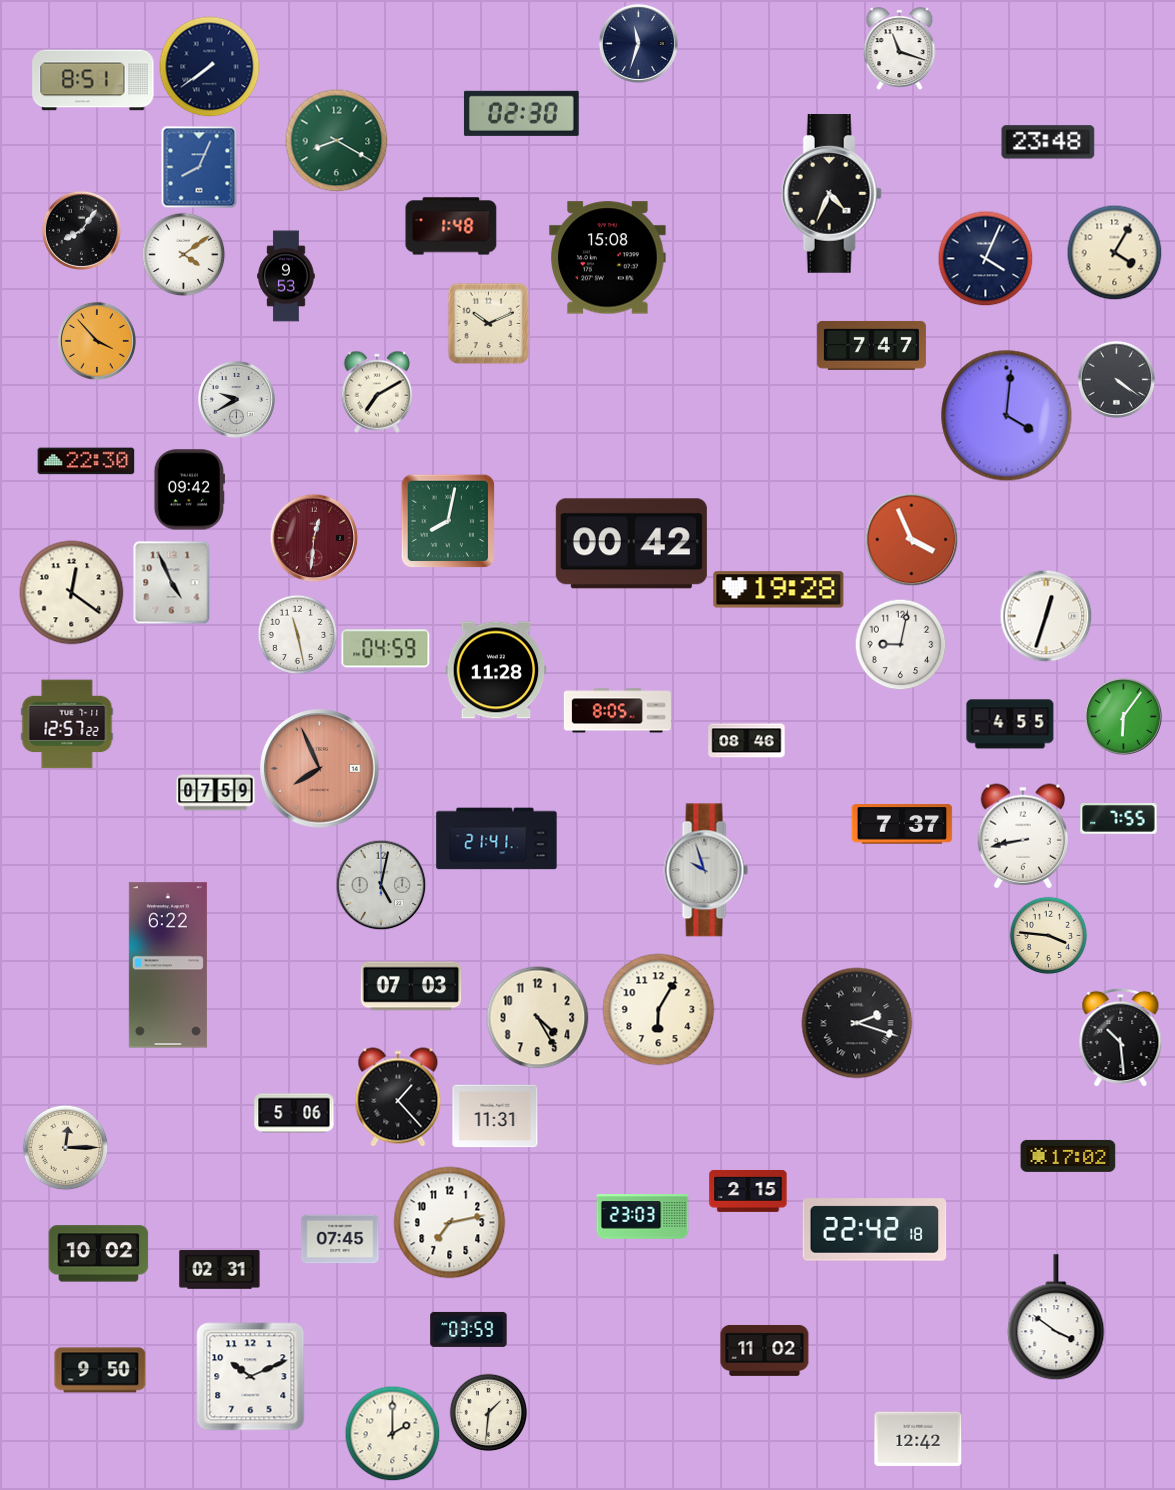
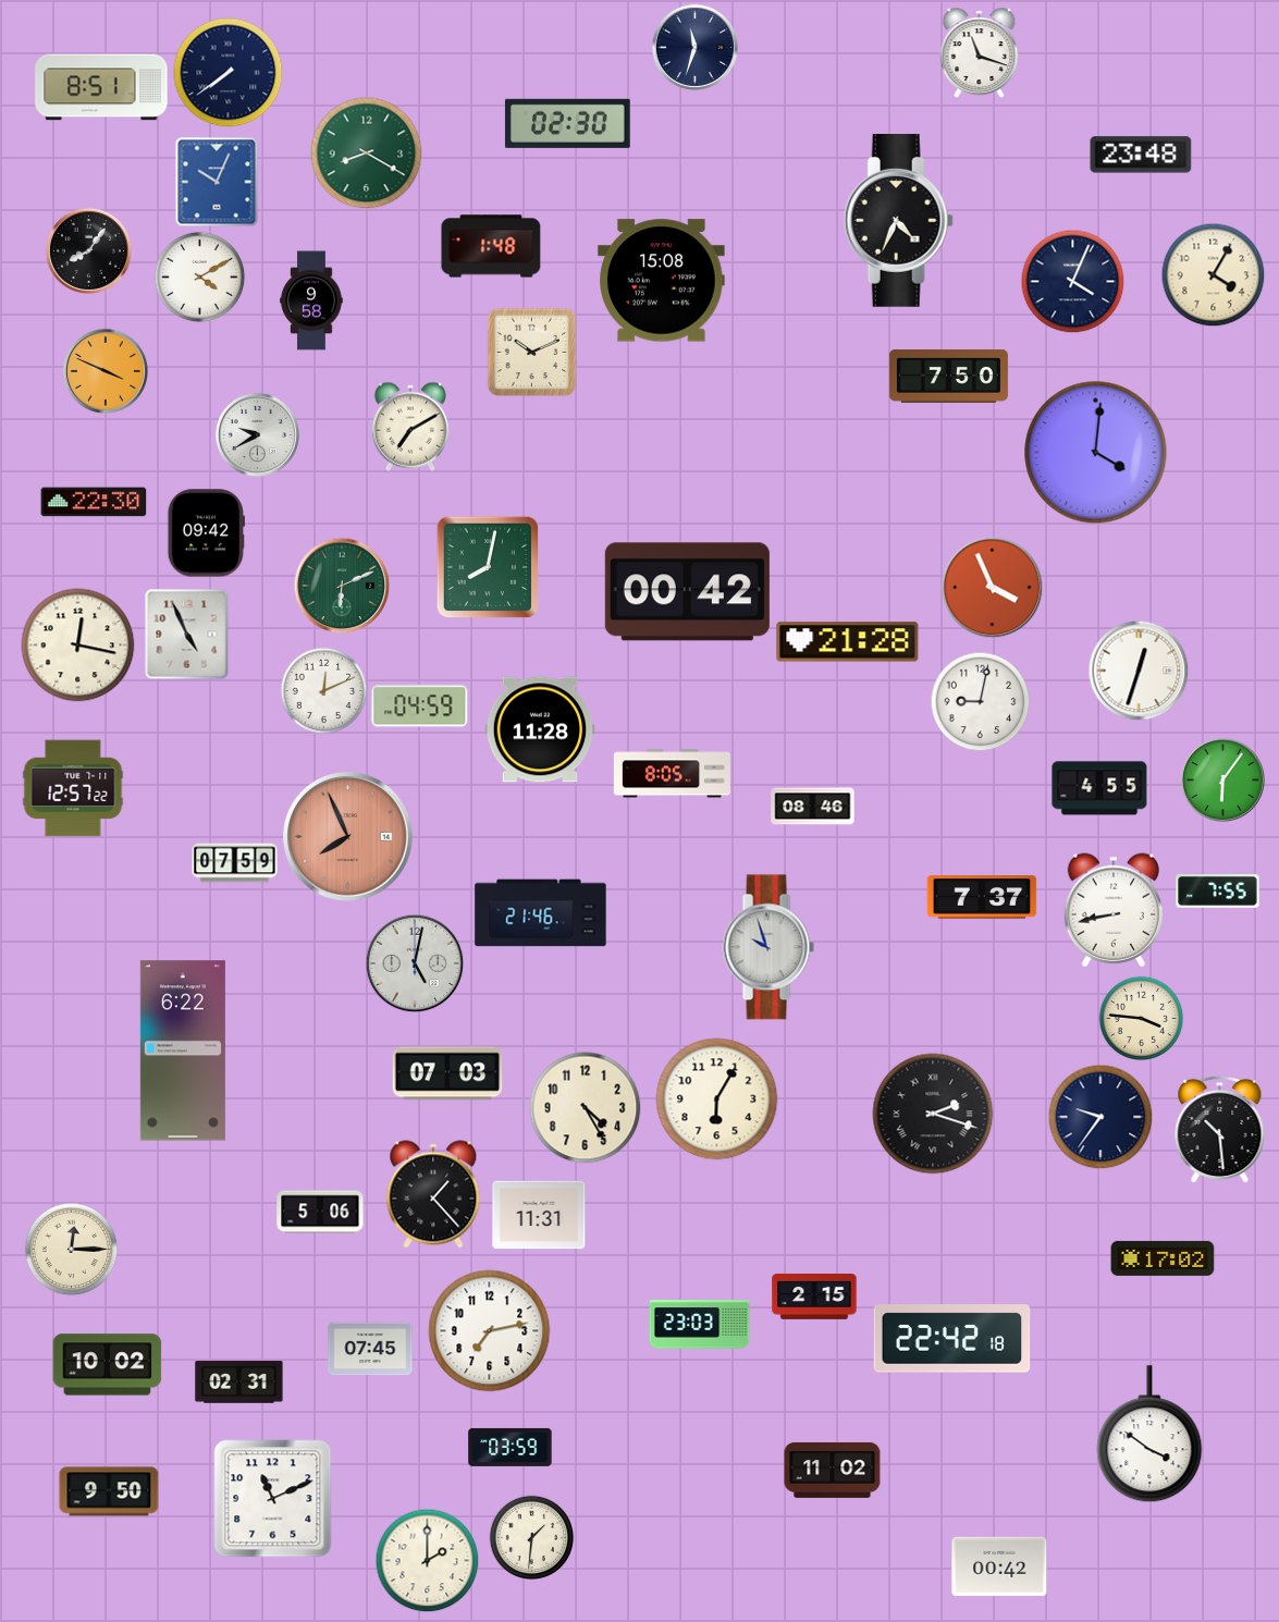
clock at (199, 167): 8:04 -> 10:04
clock at (831, 194) position: (831, 194) -> (898, 221)
clock at (183, 254): 4:09 -> 4:10
clock at (286, 276): 9:53 -> 9:58
clock at (97, 341): 3:53 -> 3:49
clock at (871, 345): 7:47 -> 7:50
clock at (1116, 379): 4:21 -> none
clock at (314, 538): 12:31 -> 6:11
clock at (314, 538) dial: burgundy -> green
clock at (779, 590): 19:28 -> 21:28
clock at (72, 593): 12:21 -> 12:17
clock at (297, 634): 11:28 -> 12:11
clock at (497, 839): 21:41 -> 21:46
clock at (1100, 1117): none -> 9:36
clock at (251, 1377): 10:11 -> 11:11
clock at (918, 1438): 12:42 -> 00:42
